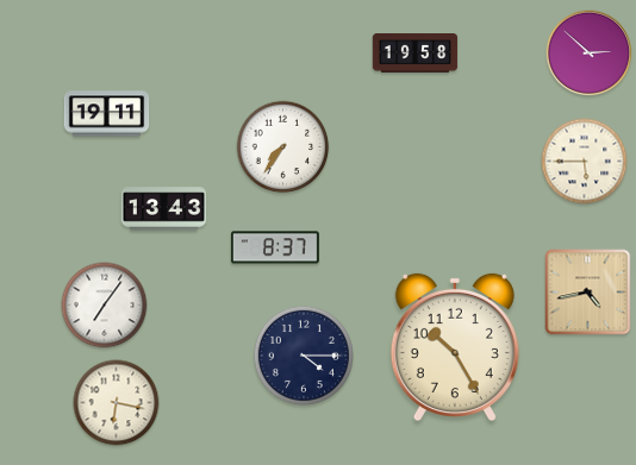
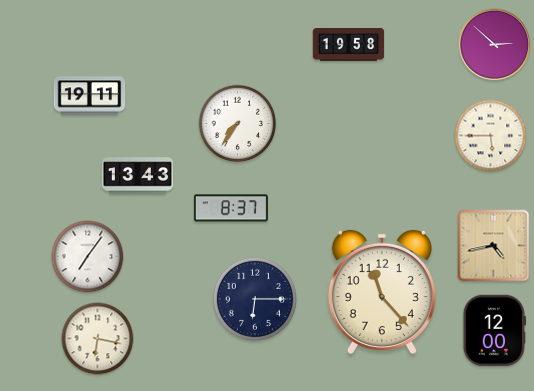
clock at (455, 346): 10:25 -> 11:23
clock at (304, 356): 4:15 -> 6:15
clock at (494, 331): none -> 12:00
